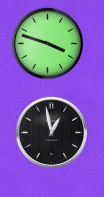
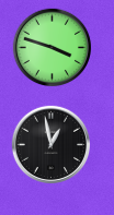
clock at (51, 132) position: (51, 132) -> (50, 144)
